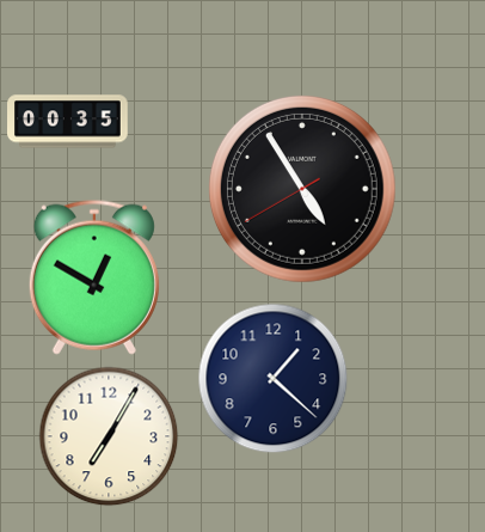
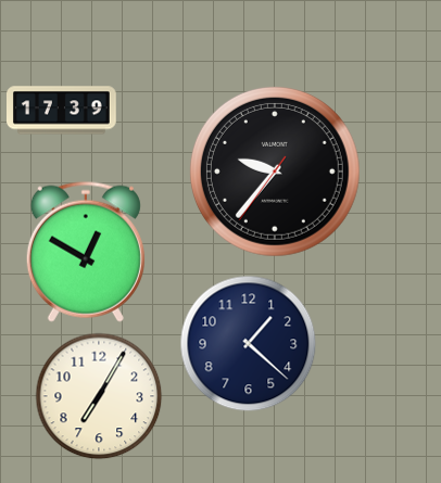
clock at (68, 122): 00:35 -> 17:39
clock at (302, 189): 4:54 -> 9:36
